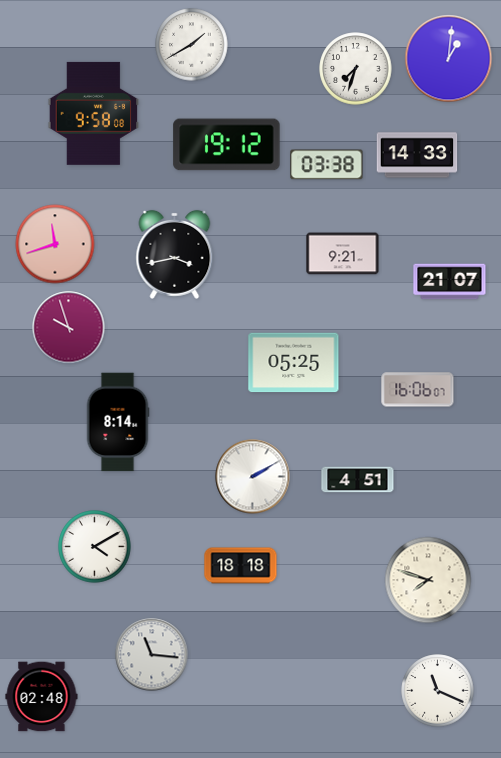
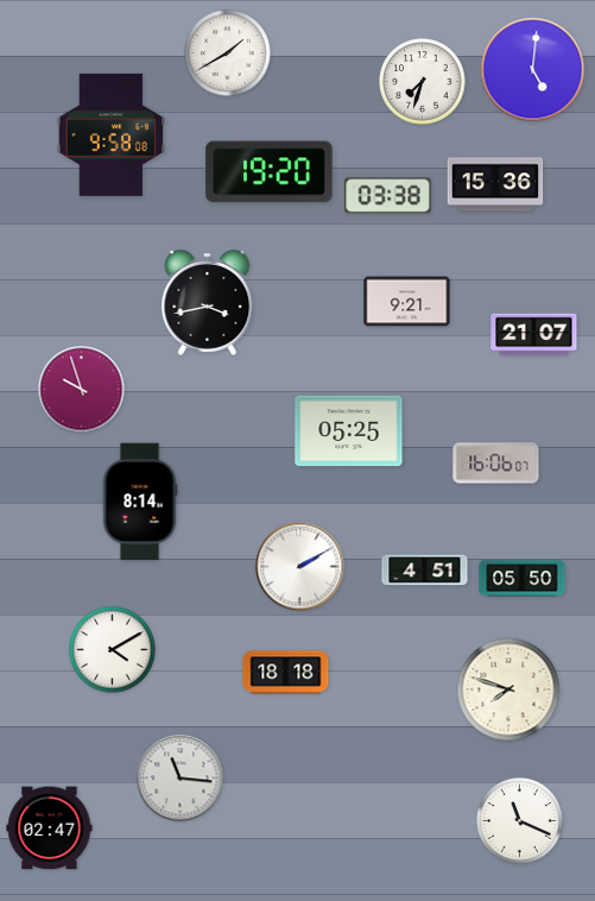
clock at (449, 59): 1:01 -> 5:01
clock at (227, 145): 19:12 -> 19:20
clock at (417, 155): 14:33 -> 15:36
clock at (55, 244): 11:42 -> none
clock at (523, 579): none -> 05:50
clock at (42, 697): 02:48 -> 02:47
